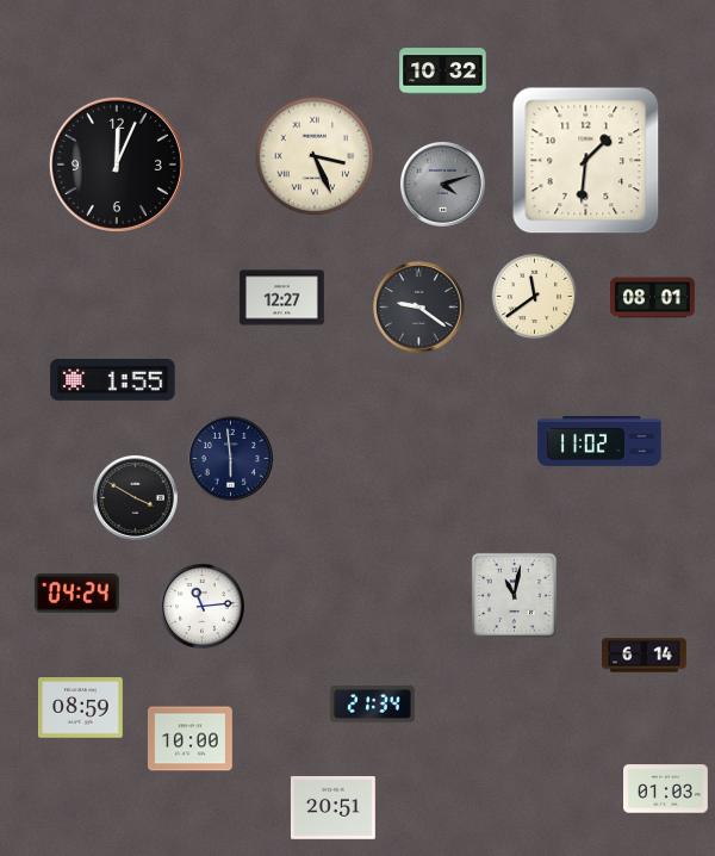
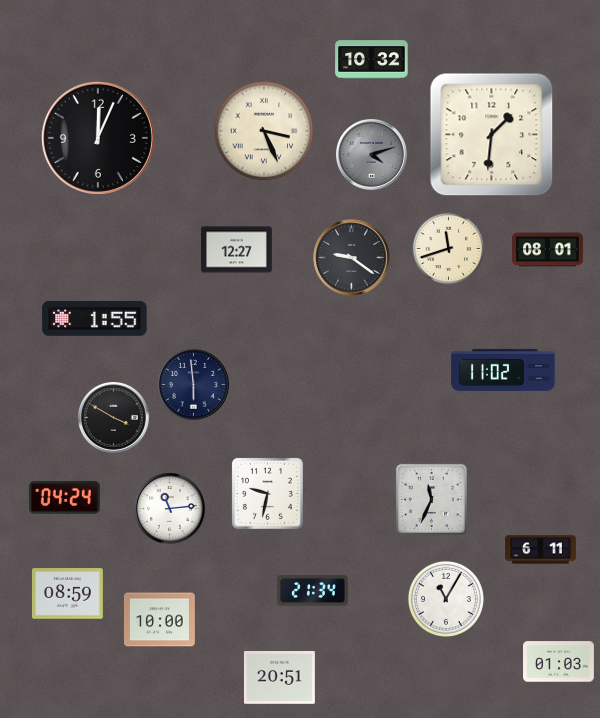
clock at (535, 297): 11:39 -> 11:42
clock at (267, 493): none -> 9:32
clock at (514, 595): 11:02 -> 11:34
clock at (645, 656): 6:14 -> 6:11
clock at (446, 599): none -> 11:05
